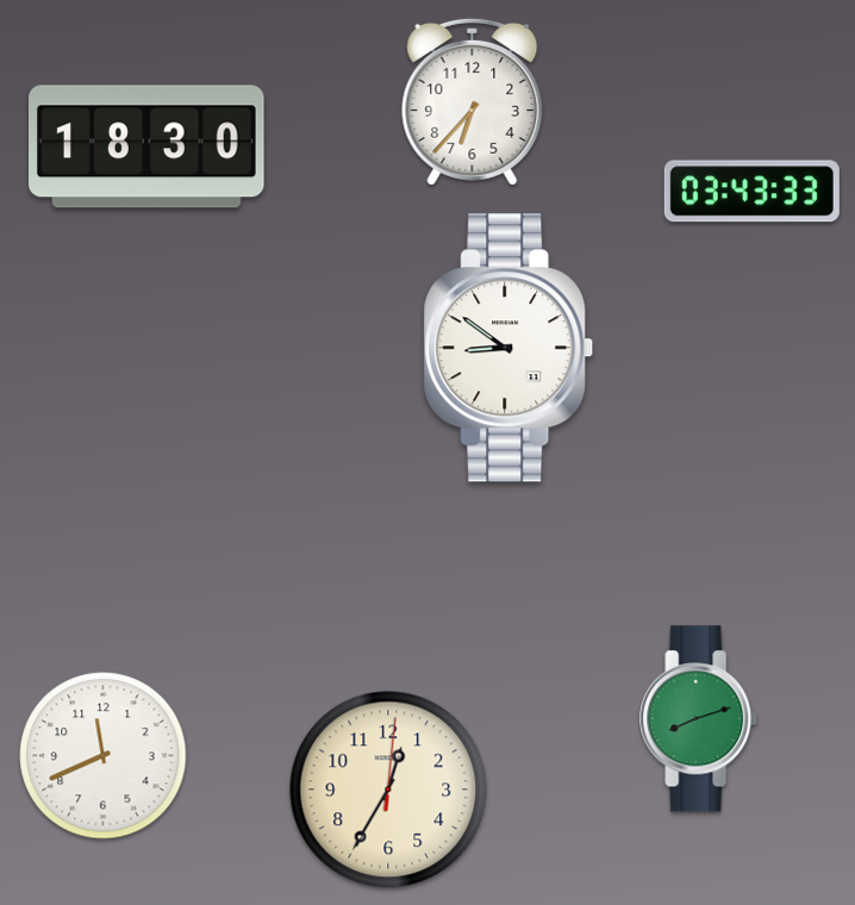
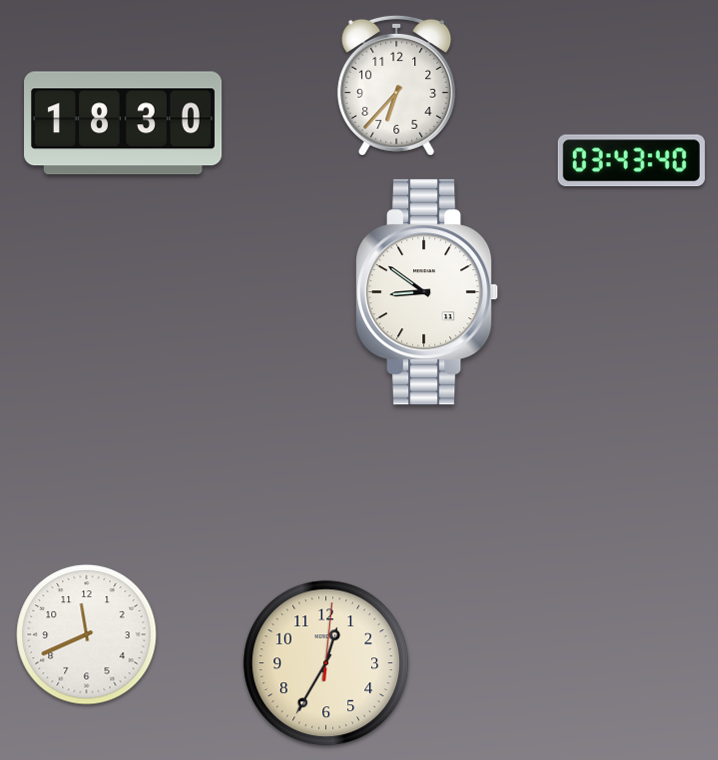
clock at (751, 192): 03:43:33 -> 03:43:40
clock at (699, 719): 8:12 -> none
